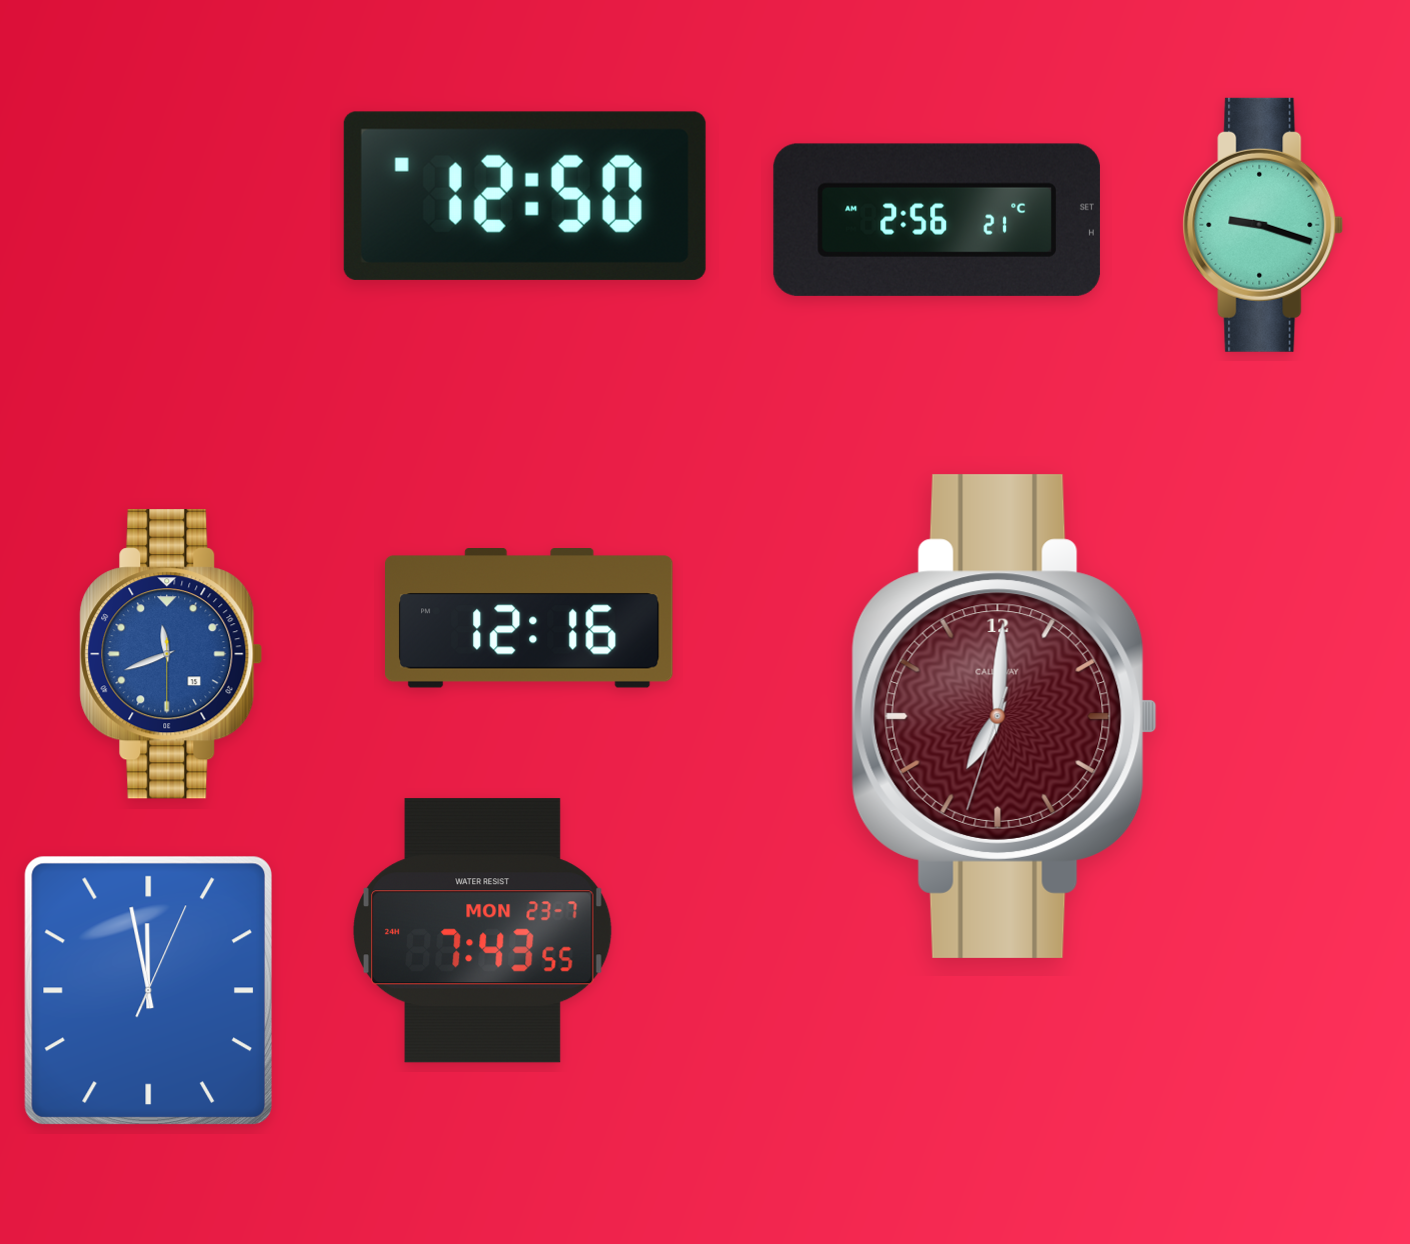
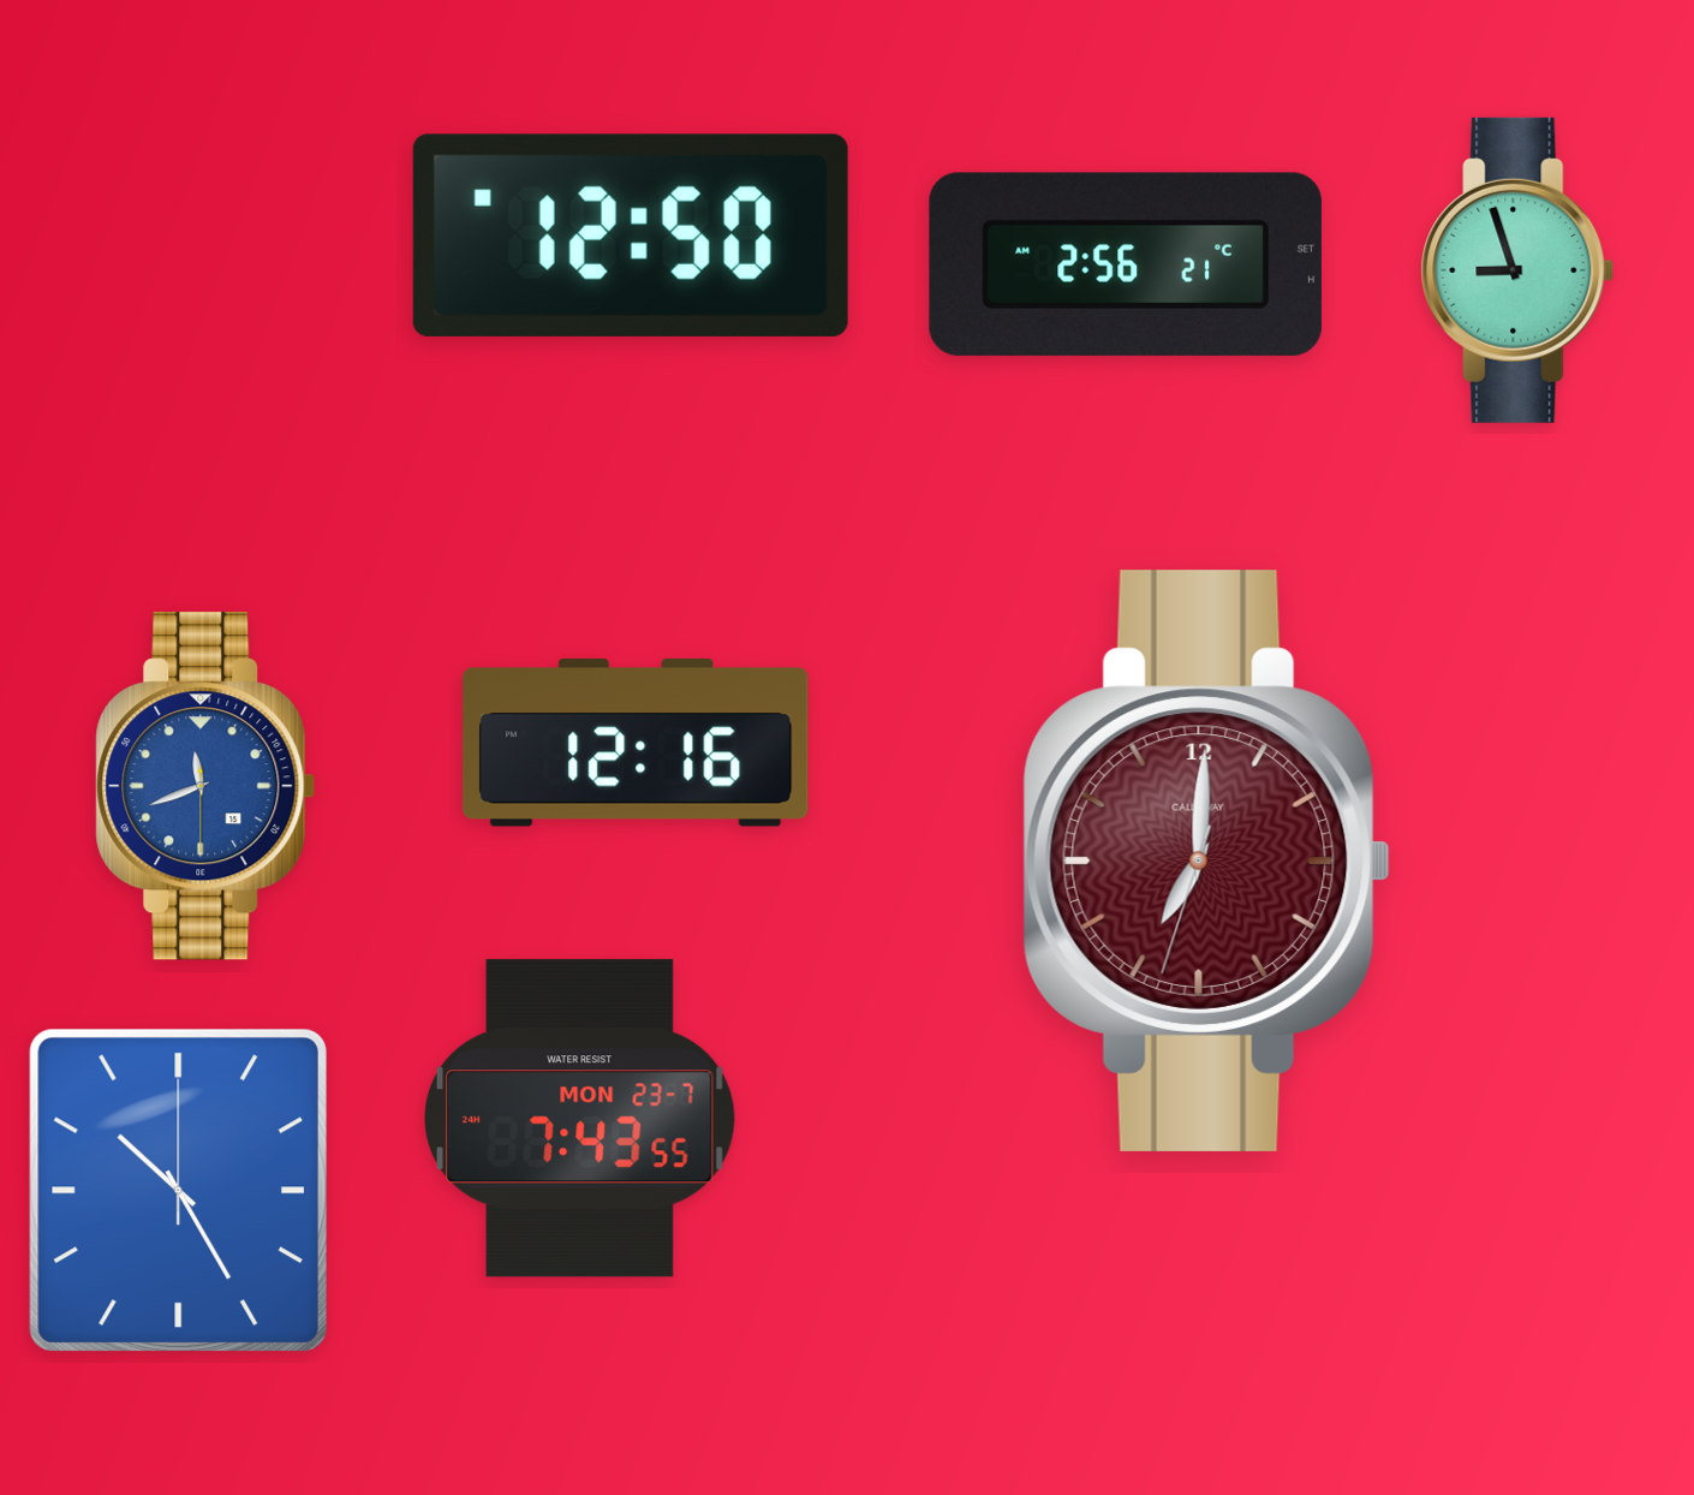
clock at (1263, 225): 9:18 -> 8:57
clock at (148, 990): 11:58 -> 10:25
